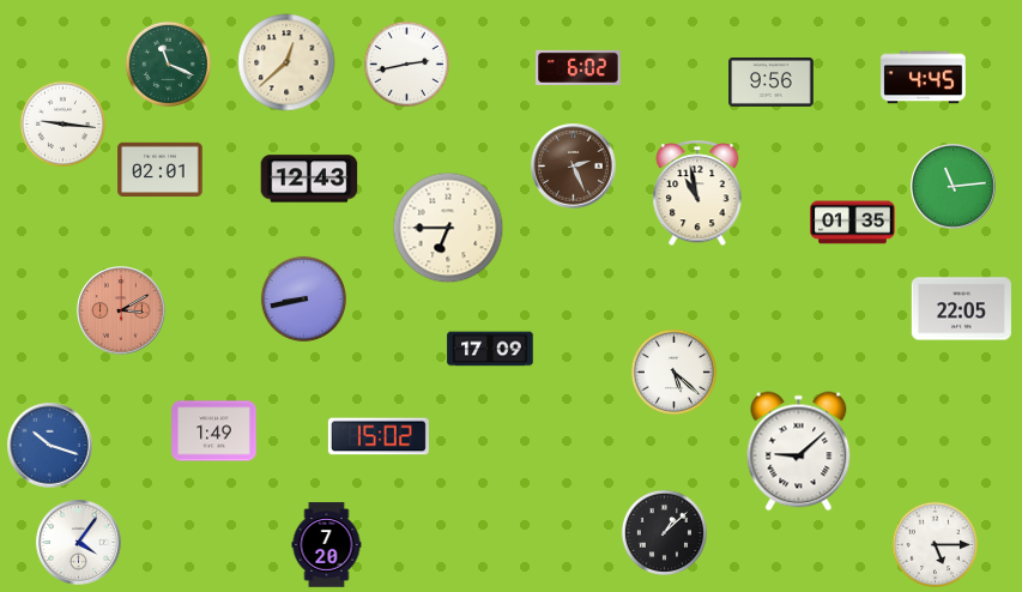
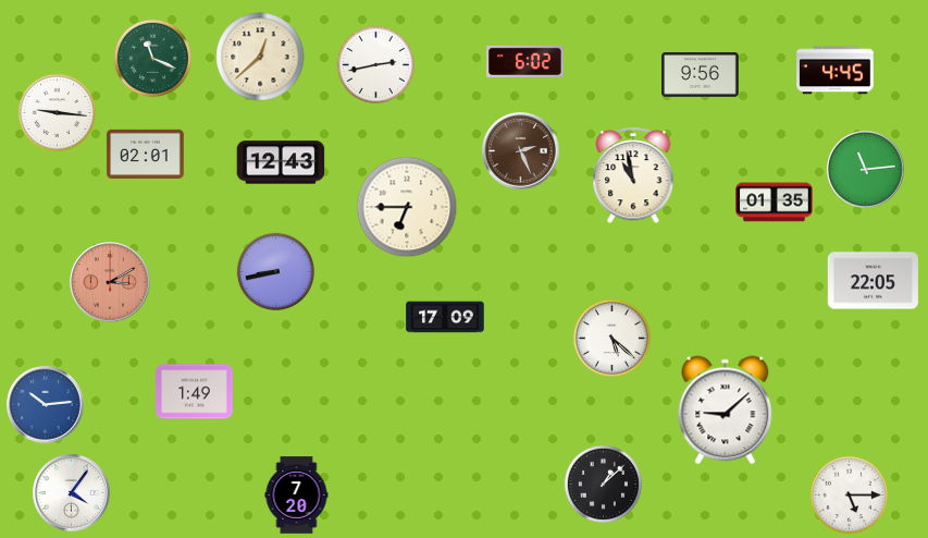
clock at (406, 64) position: (406, 64) -> (375, 64)
clock at (924, 78) position: (924, 78) -> (836, 71)
clock at (379, 436): 15:02 -> none
clock at (50, 446): 10:18 -> 10:14
